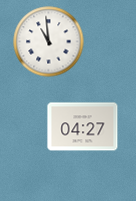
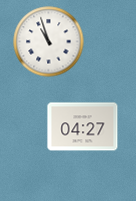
clock at (49, 42): 10:59 -> 10:57
